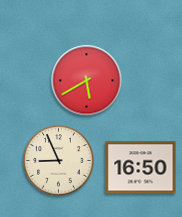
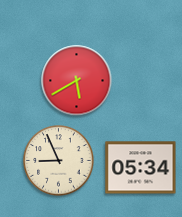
clock at (87, 81) position: (87, 81) -> (77, 81)
clock at (141, 168): 16:50 -> 05:34
